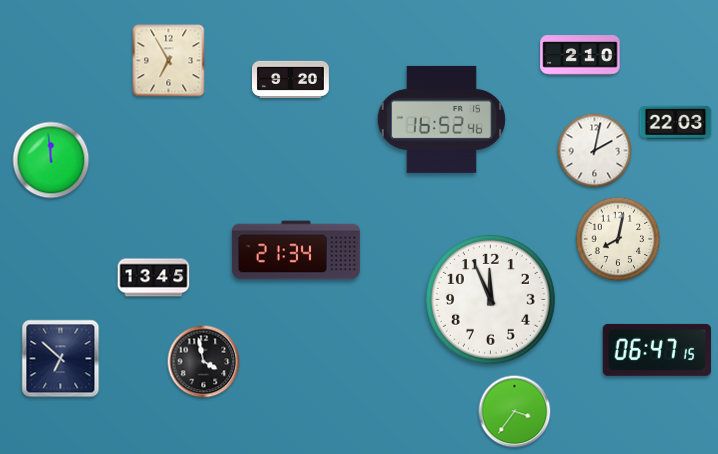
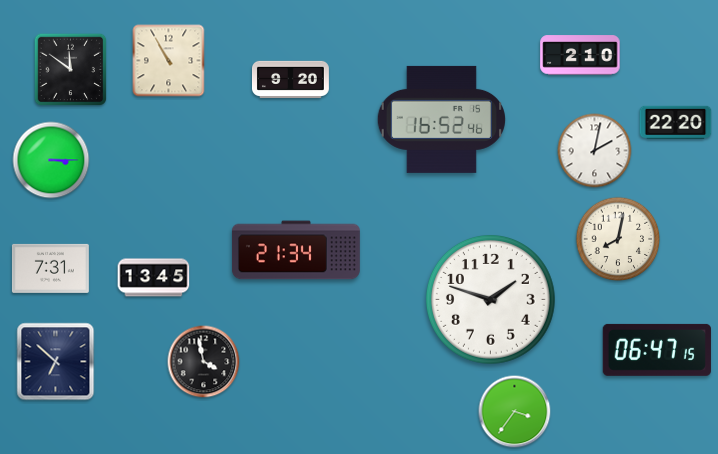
clock at (169, 61): 6:55 -> 10:55
clock at (71, 70): none -> 11:51
clock at (676, 123): 22:03 -> 22:20
clock at (51, 160): 11:59 -> 3:15
clock at (50, 268): none -> 7:31
clock at (490, 299): 11:56 -> 1:48
clock at (61, 359) position: (61, 359) -> (56, 362)
